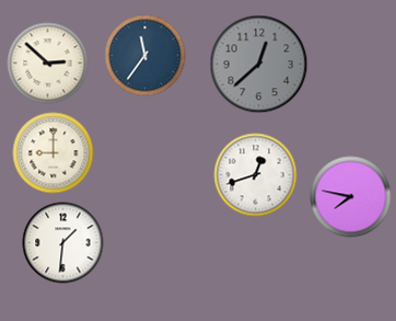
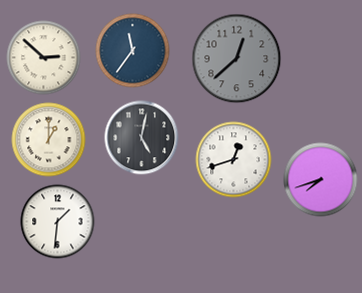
clock at (142, 138): none -> 5:02
clock at (54, 153): 9:00 -> 1:00
clock at (351, 197): 7:47 -> 7:42
